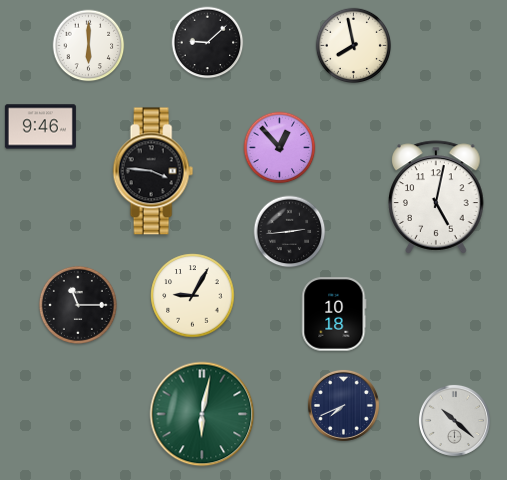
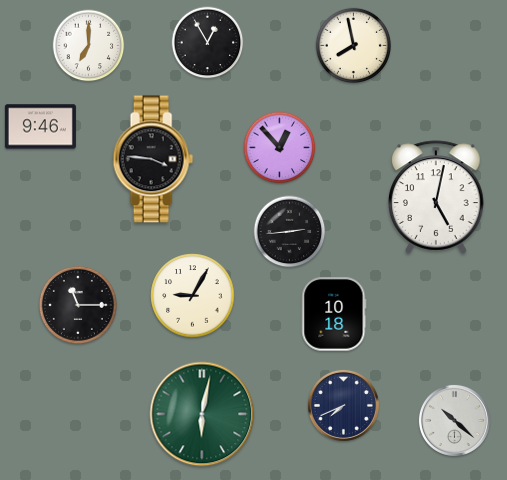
clock at (208, 43): 9:08 -> 12:55
clock at (89, 46): 6:00 -> 7:00
clock at (153, 171) position: (153, 171) -> (153, 159)
